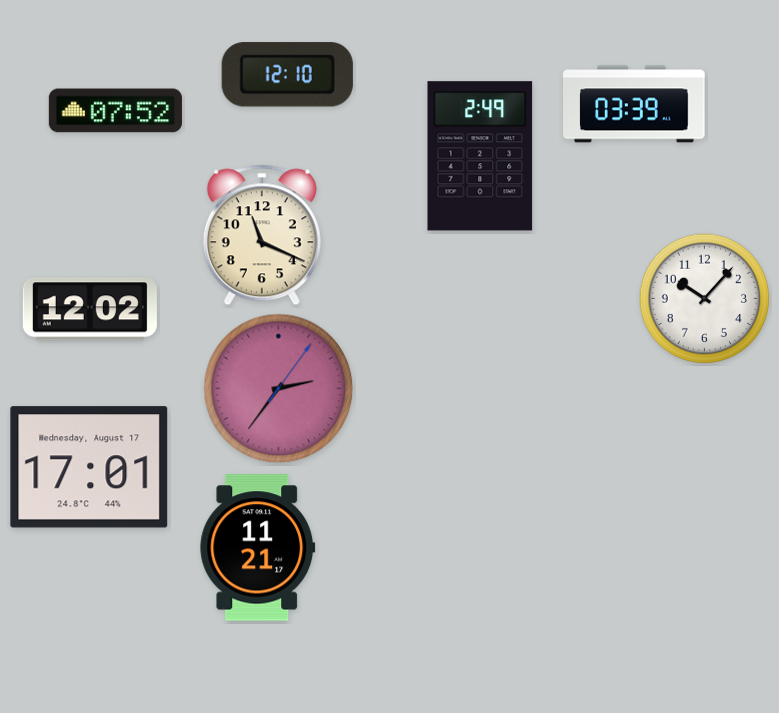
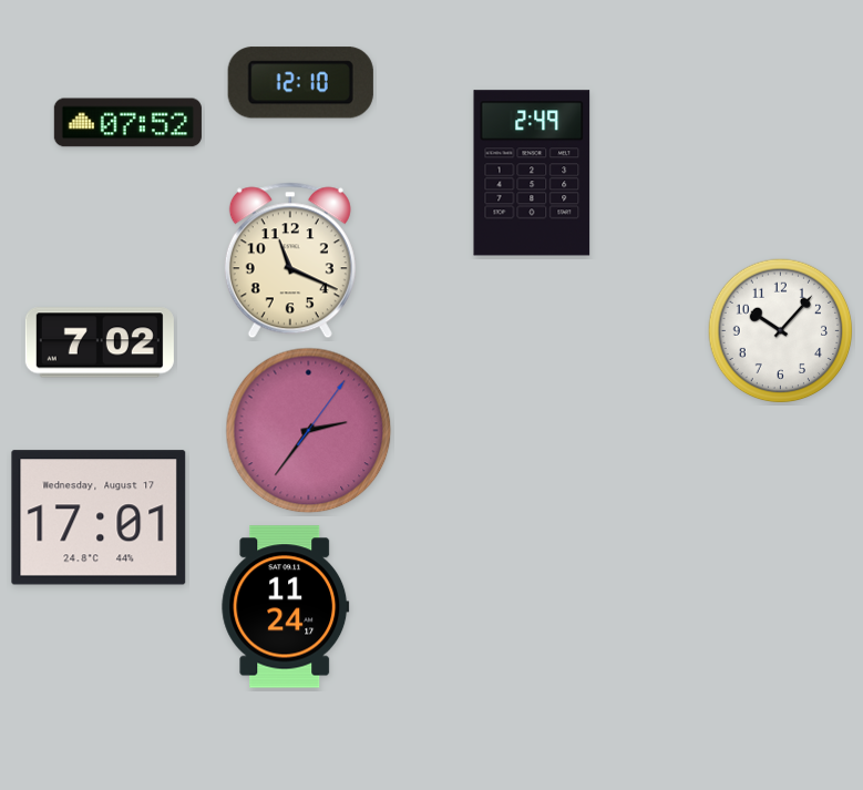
clock at (287, 75) position: (287, 75) -> (300, 83)
clock at (634, 104): 03:39 -> none
clock at (90, 309): 12:02 -> 7:02
clock at (258, 548): 11:21 -> 11:24
